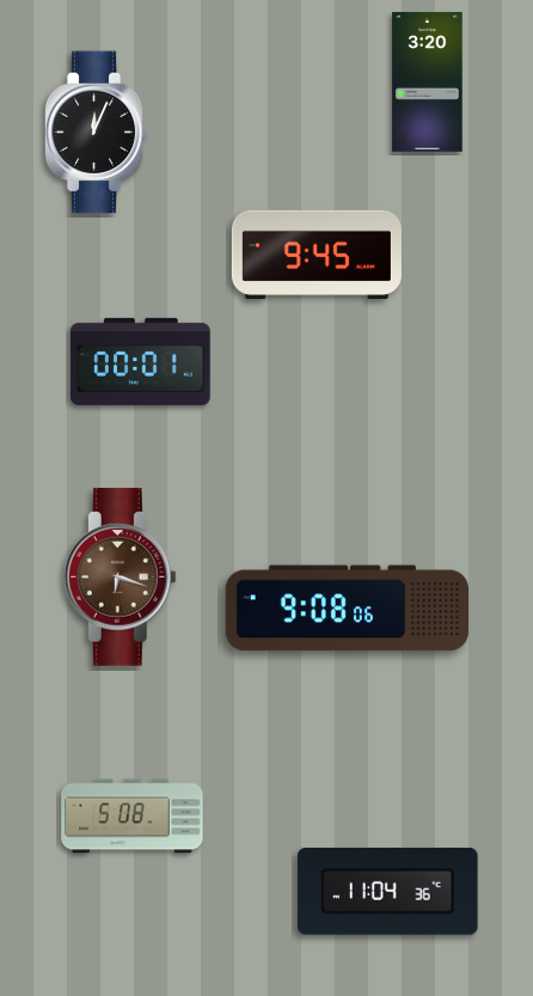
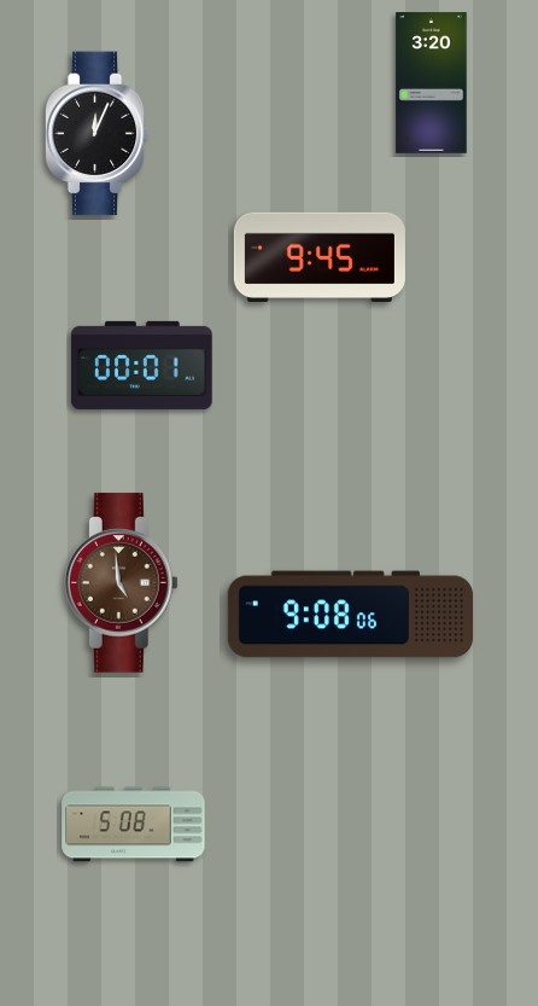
clock at (120, 578): 6:18 -> 4:59
clock at (388, 891): 11:04 -> none
